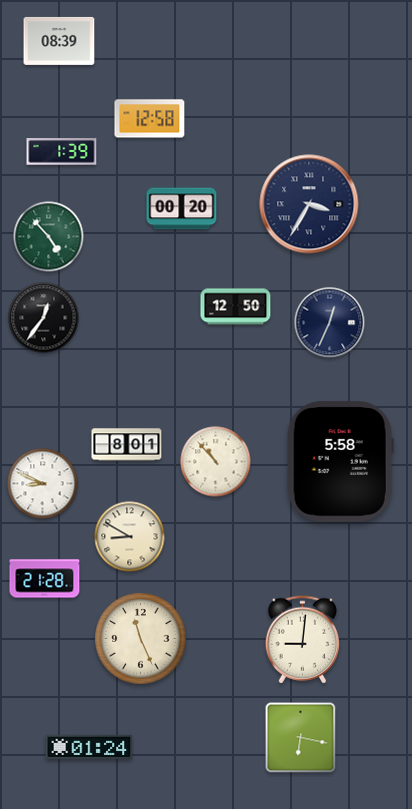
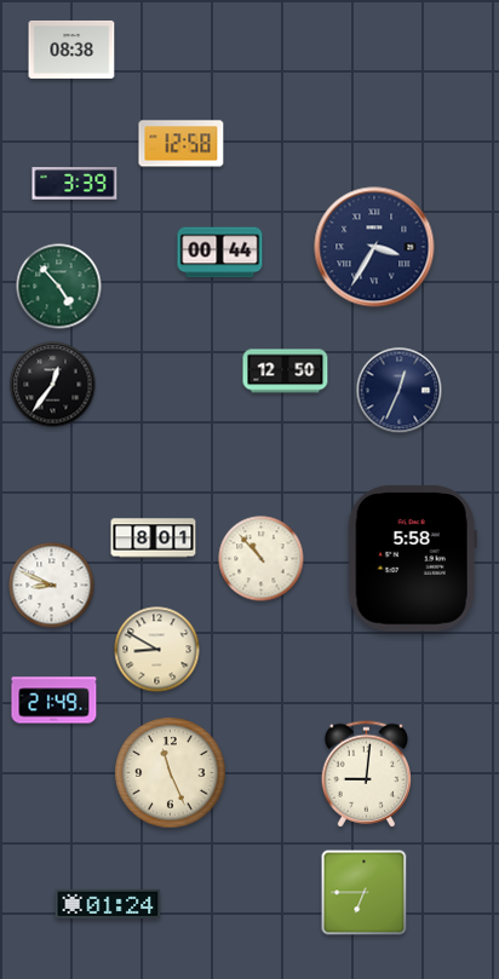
clock at (59, 41): 08:39 -> 08:38
clock at (62, 152): 1:39 -> 3:39
clock at (182, 209): 00:20 -> 00:44
clock at (45, 579): 21:28 -> 21:49
clock at (301, 738): 6:17 -> 6:45
